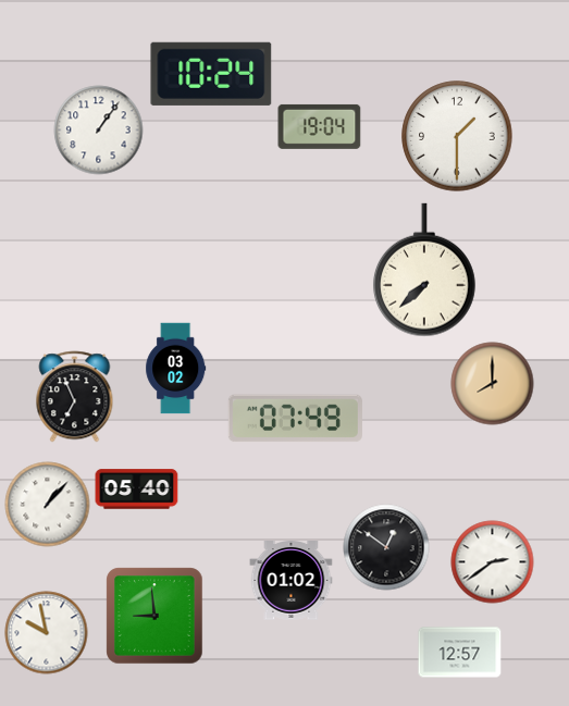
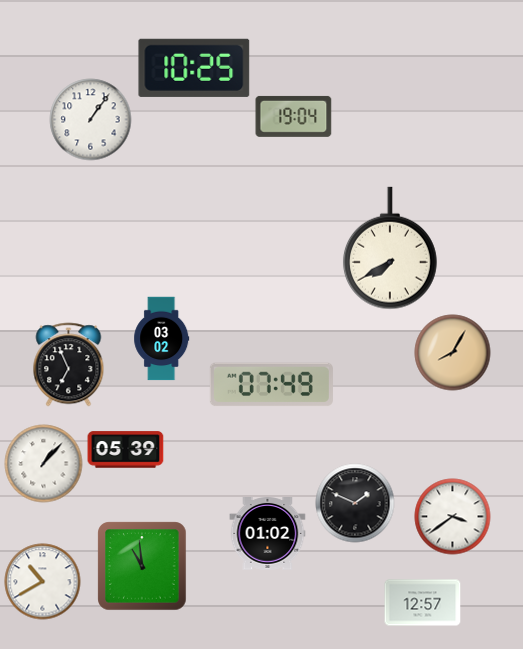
clock at (211, 74): 10:24 -> 10:25
clock at (457, 136): 1:30 -> none
clock at (424, 270): 7:38 -> 7:40
clock at (493, 384): 8:00 -> 8:05
clock at (137, 490): 05:40 -> 05:39
clock at (386, 547): 12:51 -> 1:49
clock at (493, 562): 2:39 -> 3:39
clock at (154, 616): 8:59 -> 10:59
clock at (47, 633): 9:58 -> 10:40
clock at (460, 653) position: (460, 653) -> (423, 603)
